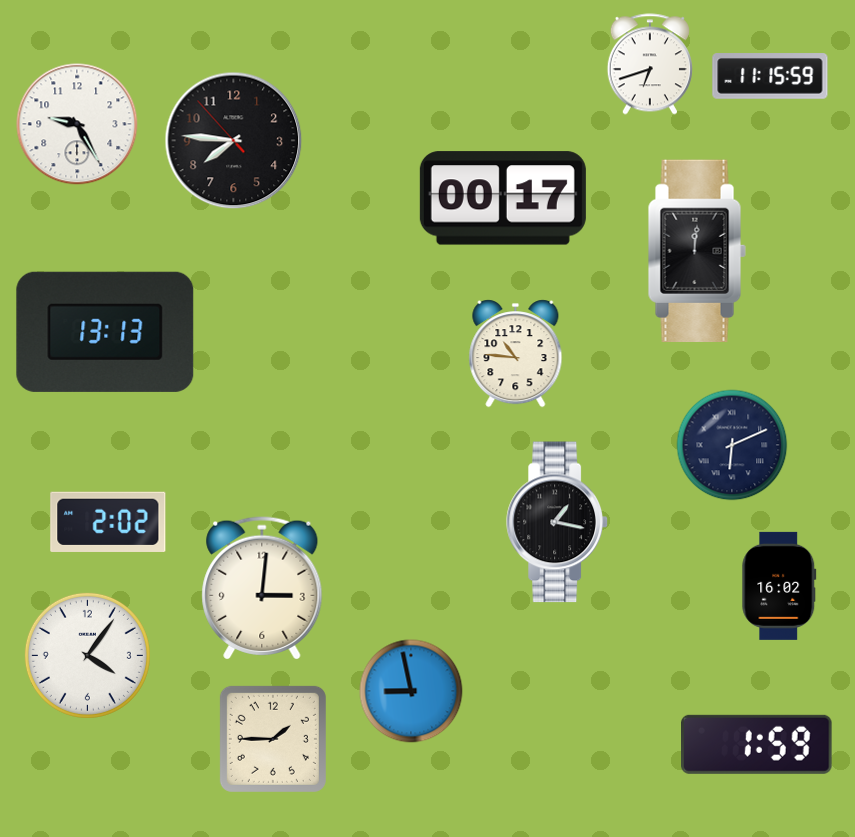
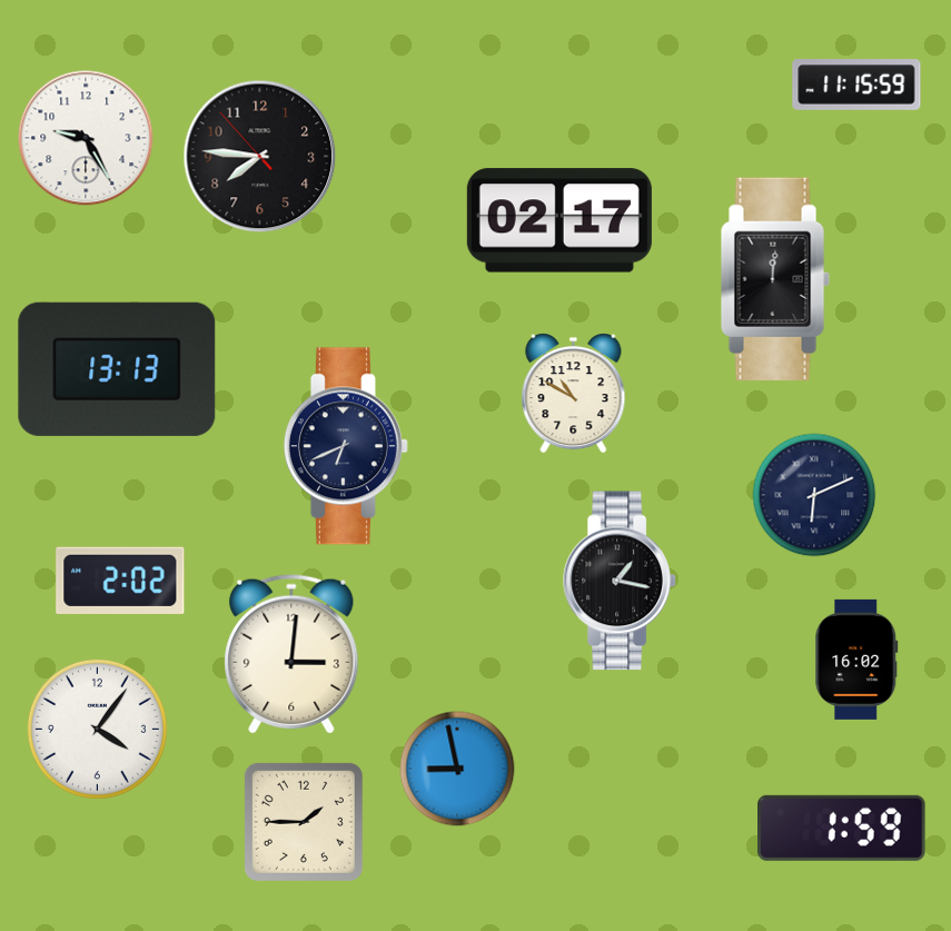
clock at (650, 64): 6:42 -> none
clock at (503, 198): 00:17 -> 02:17
clock at (516, 354): 10:46 -> 10:50
clock at (346, 446): none -> 6:41
clock at (779, 586) position: (779, 586) -> (856, 660)
